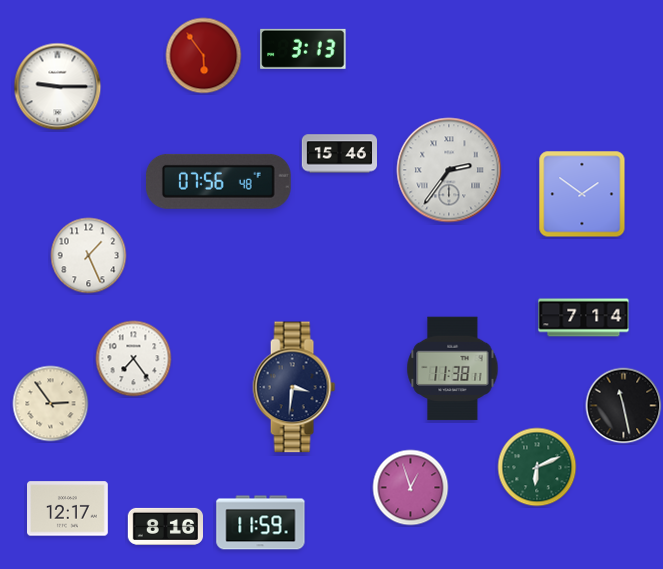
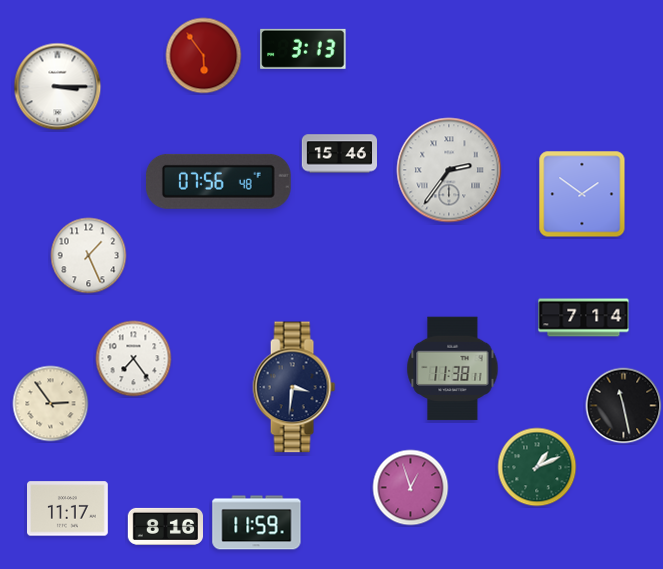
clock at (58, 87): 9:15 -> 3:15
clock at (537, 467): 6:11 -> 1:11
clock at (68, 509): 12:17 -> 11:17
clock at (261, 523) position: (261, 523) -> (257, 523)
